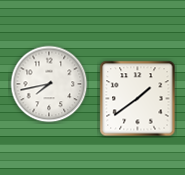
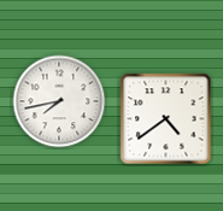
clock at (138, 99): 1:39 -> 4:39
